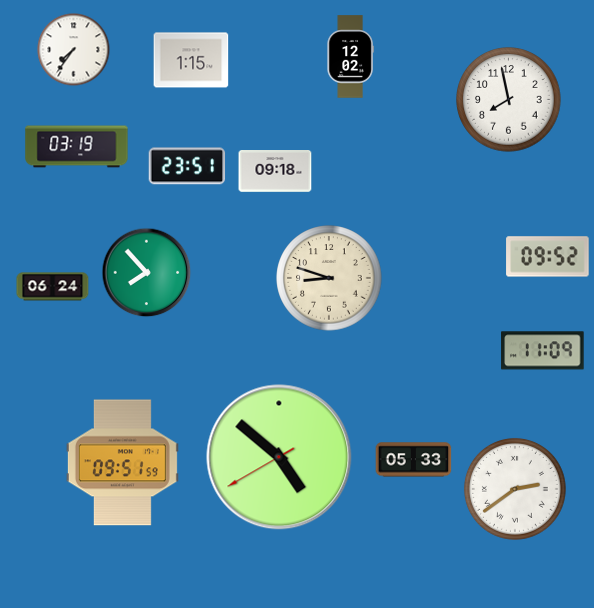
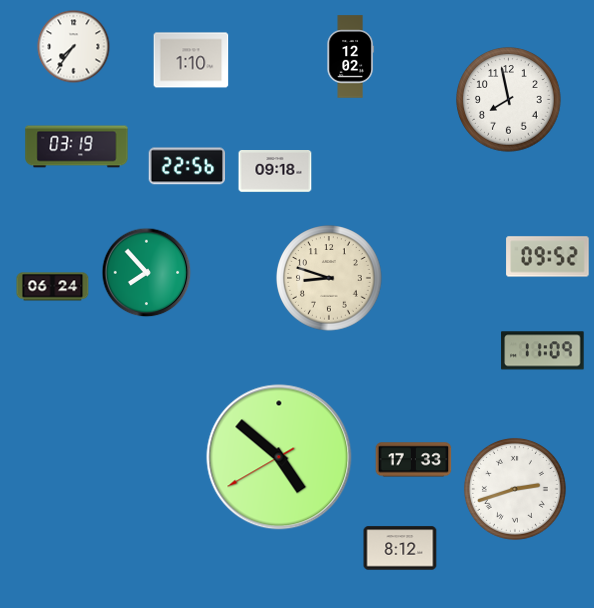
clock at (74, 50) position: (74, 50) -> (74, 47)
clock at (191, 60): 1:15 -> 1:10
clock at (187, 166): 23:51 -> 22:56
clock at (414, 460): 05:33 -> 17:33
clock at (122, 463): 09:51 -> none
clock at (515, 489): 2:39 -> 2:42
clock at (400, 548): none -> 8:12
